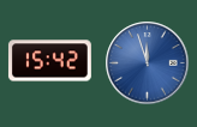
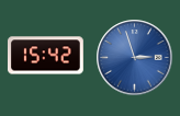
clock at (148, 63): 11:57 -> 2:57
